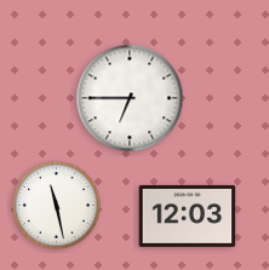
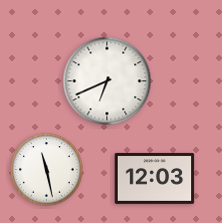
clock at (130, 98): 6:45 -> 6:41
